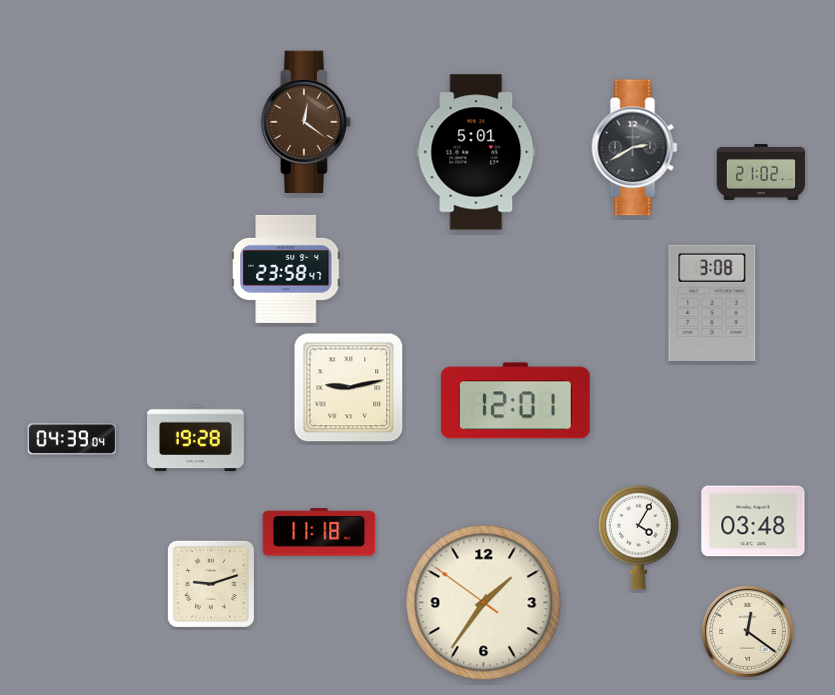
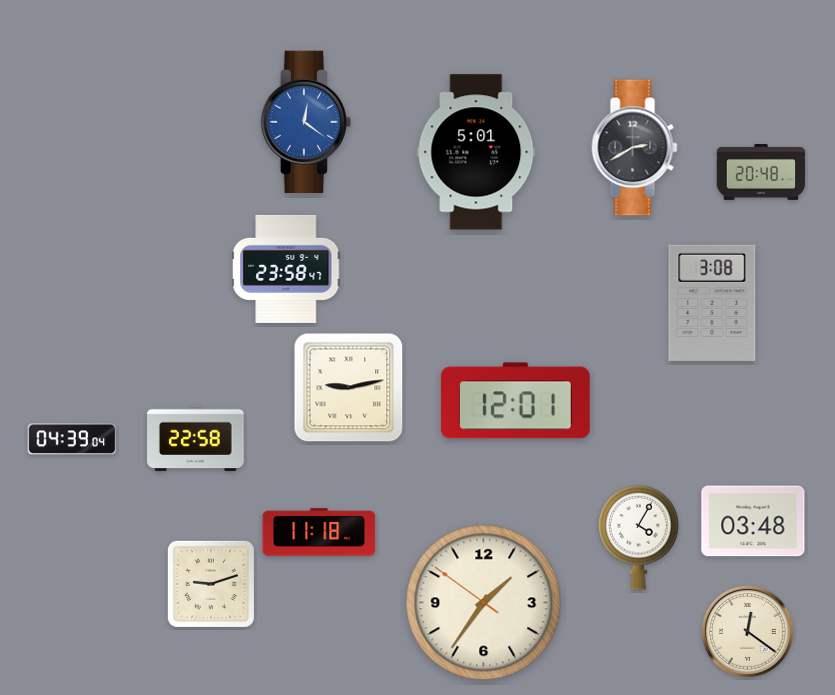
clock at (305, 121) dial: brown -> blue
clock at (761, 173): 21:02 -> 20:48
clock at (196, 439): 19:28 -> 22:58
